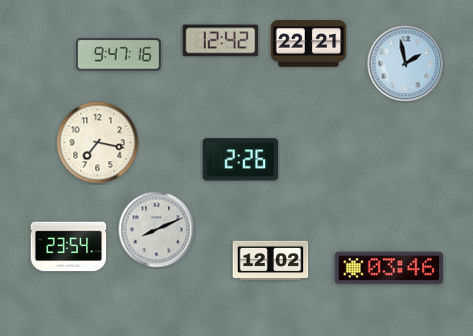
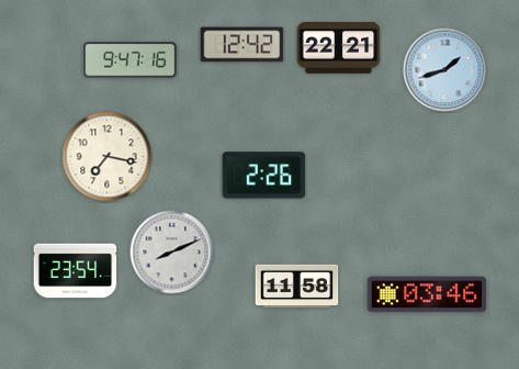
clock at (406, 64): 1:58 -> 1:42
clock at (271, 261): 12:02 -> 11:58
